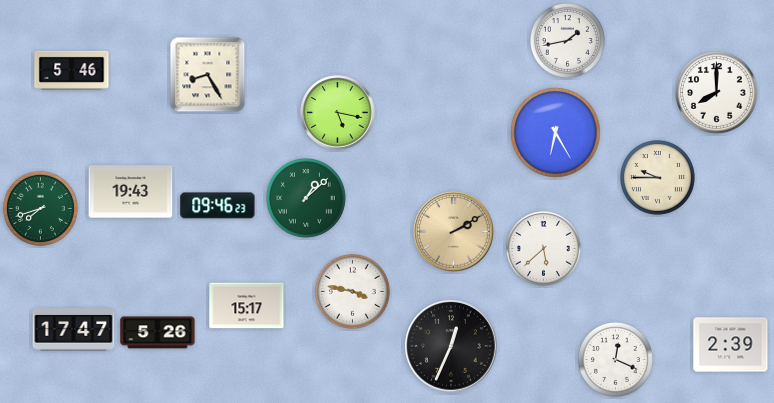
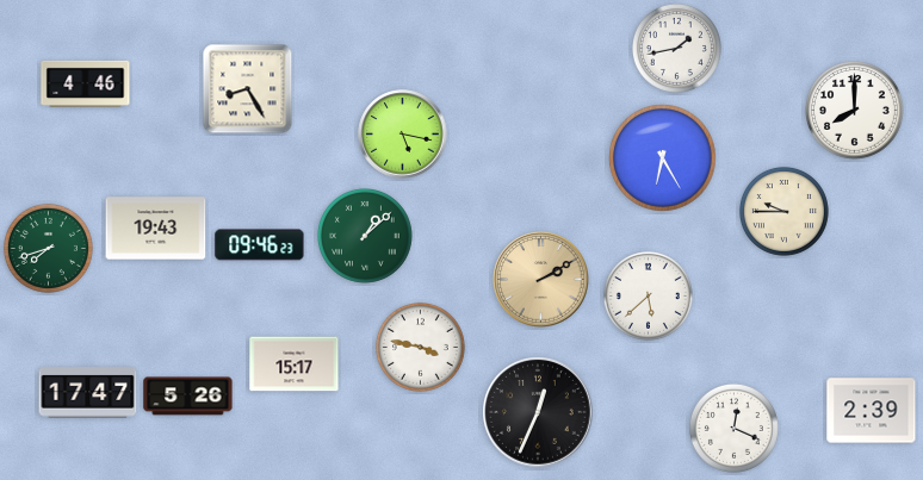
clock at (72, 70): 5:46 -> 4:46
clock at (454, 232) position: (454, 232) -> (541, 280)
